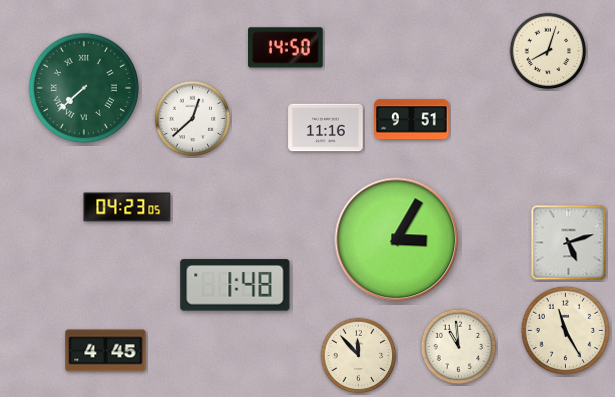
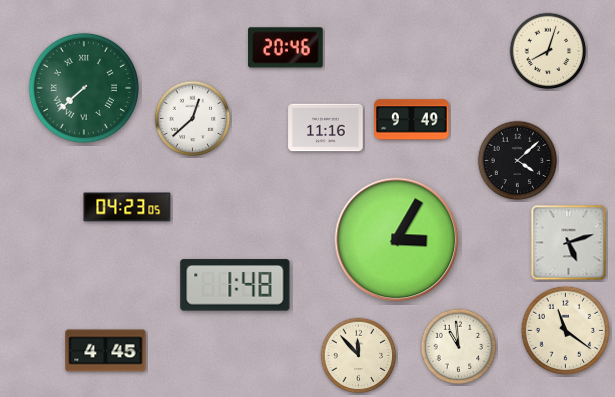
clock at (286, 48): 14:50 -> 20:46
clock at (412, 120): 9:51 -> 9:49
clock at (518, 161): none -> 4:08
clock at (566, 331): 11:25 -> 11:21
